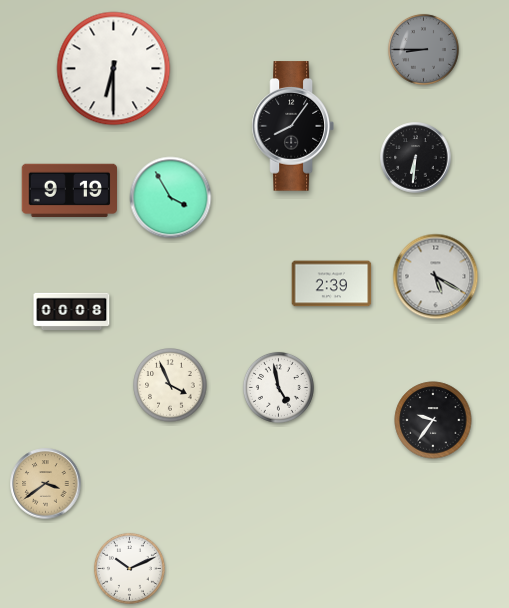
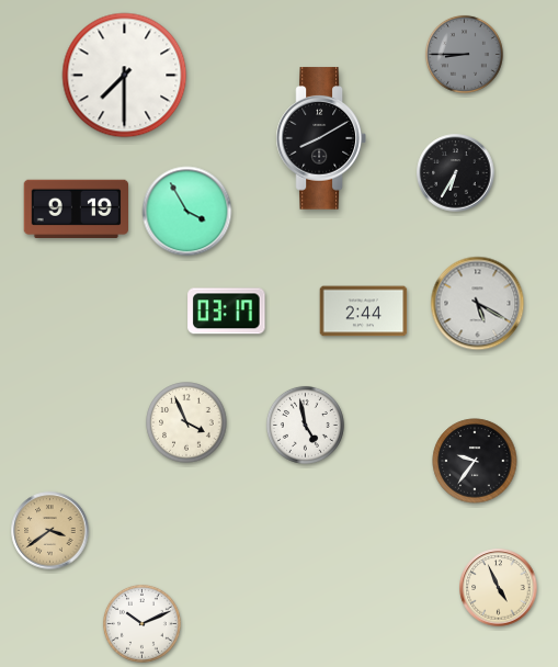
clock at (114, 69): 6:30 -> 7:30
clock at (293, 126): 8:06 -> 8:10
clock at (416, 158): 6:31 -> 6:35
clock at (171, 198) position: (171, 198) -> (187, 212)
clock at (227, 312): none -> 03:17
clock at (332, 284): 2:39 -> 2:44
clock at (72, 311): 00:08 -> none
clock at (499, 588): none -> 4:56
